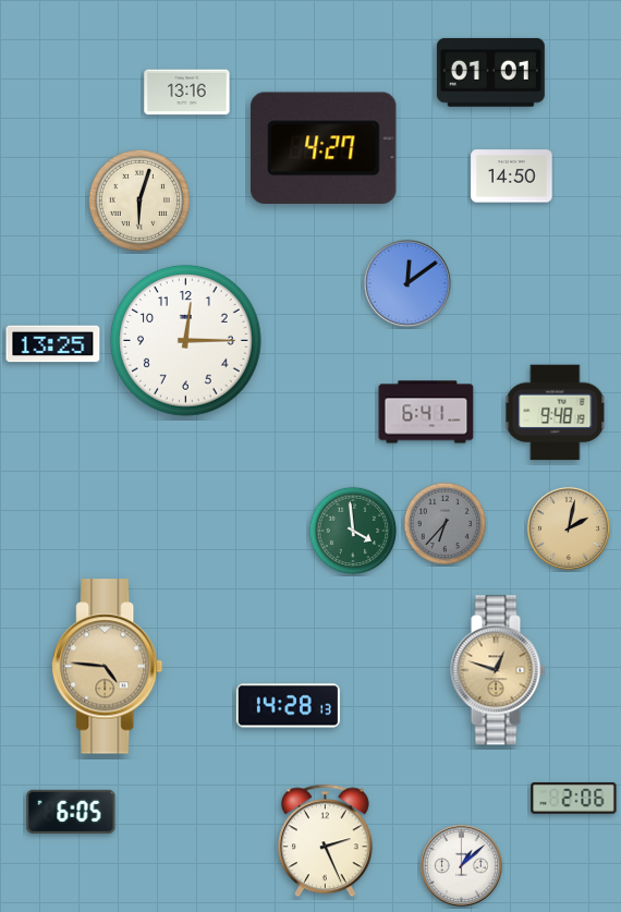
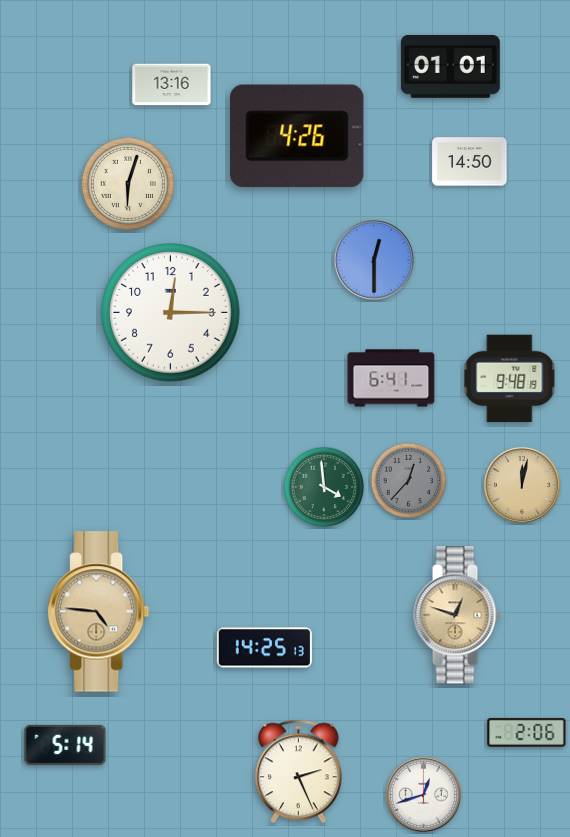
clock at (324, 147): 4:27 -> 4:26
clock at (407, 283): 12:09 -> 12:30
clock at (53, 344): 13:25 -> none
clock at (446, 524): 6:37 -> 12:37
clock at (569, 528): 2:02 -> 12:02
clock at (288, 706): 14:28 -> 14:25
clock at (71, 812): 6:05 -> 5:14
clock at (461, 865): 1:08 -> 12:42
